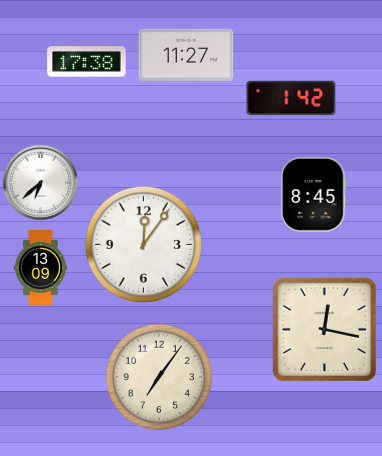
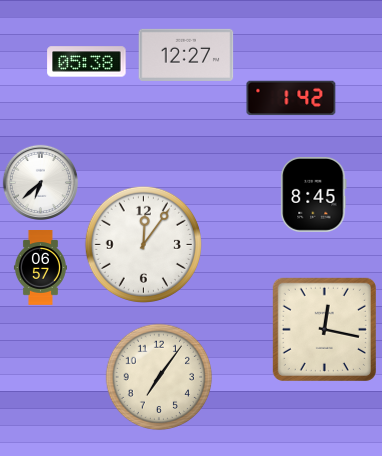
clock at (186, 55): 11:27 -> 12:27
clock at (87, 62): 17:38 -> 05:38
clock at (40, 268): 13:09 -> 06:57
